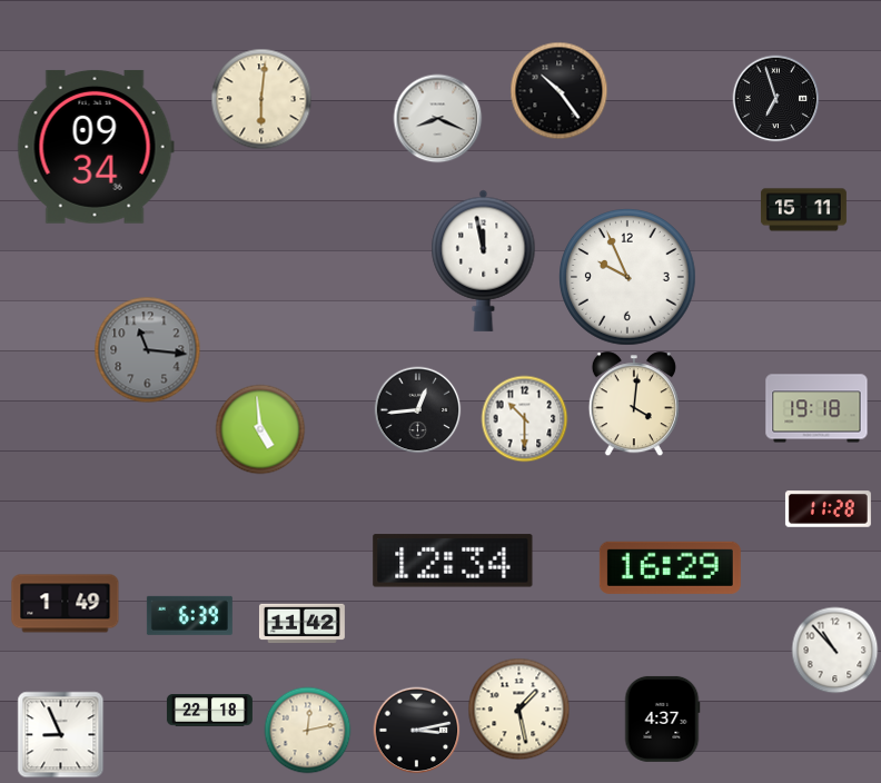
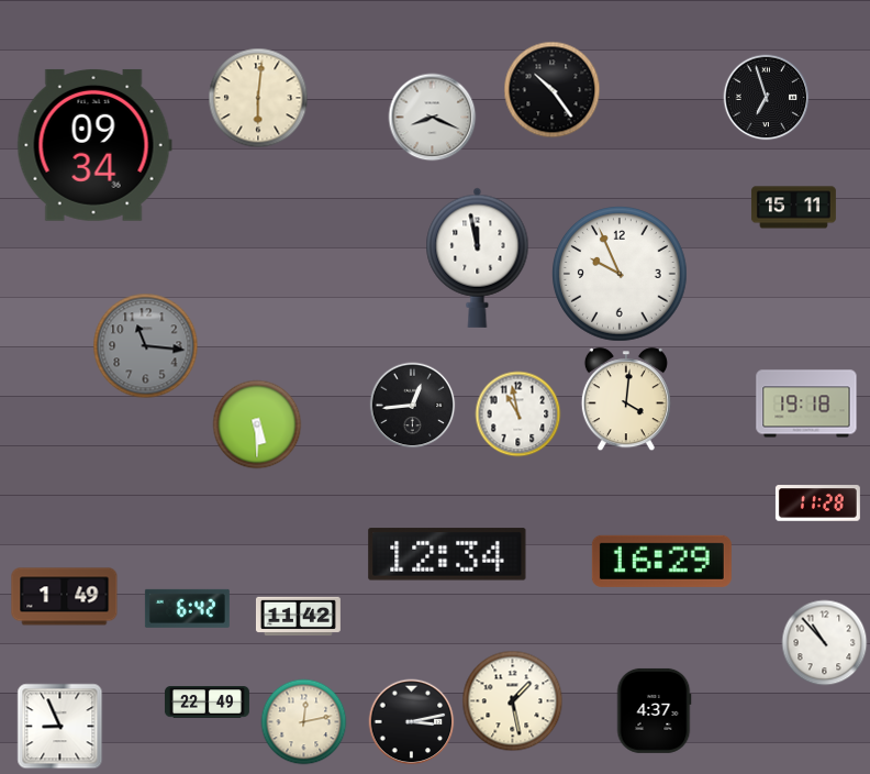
clock at (524, 418): 10:30 -> 10:58
clock at (260, 429): 4:59 -> 5:30
clock at (189, 615): 6:39 -> 6:42
clock at (209, 711): 22:18 -> 22:49
